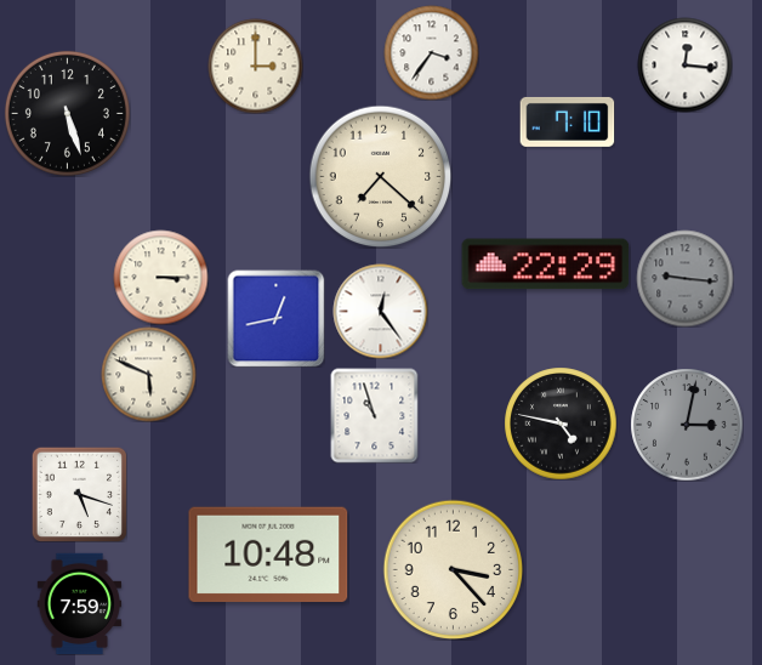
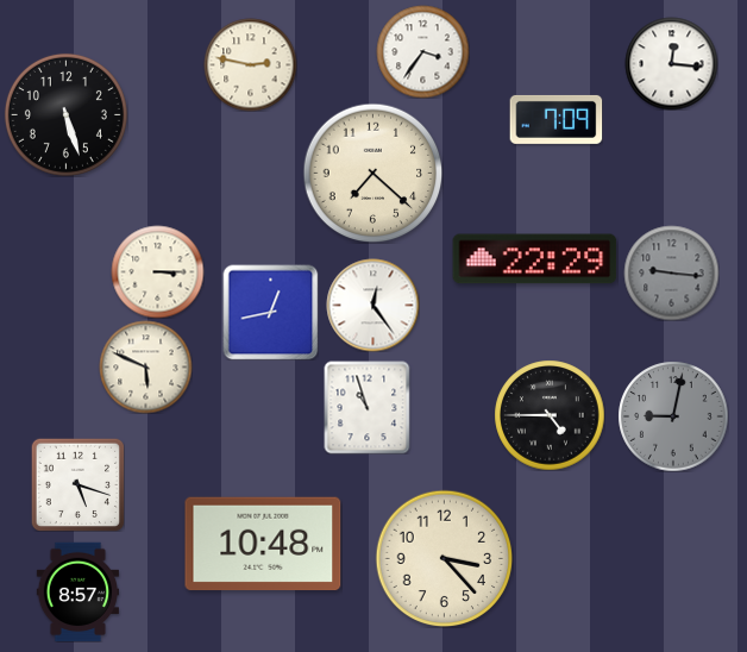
clock at (255, 66): 3:00 -> 2:47
clock at (67, 113) position: (67, 113) -> (65, 114)
clock at (567, 121): 7:10 -> 7:09
clock at (561, 424): 4:47 -> 4:45
clock at (687, 425): 3:02 -> 9:02
clock at (80, 603): 7:59 -> 8:57
